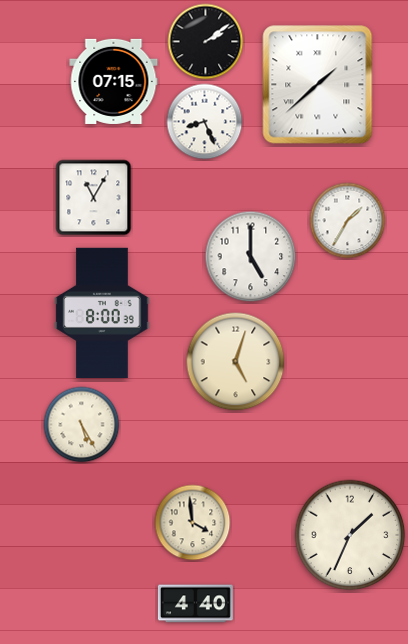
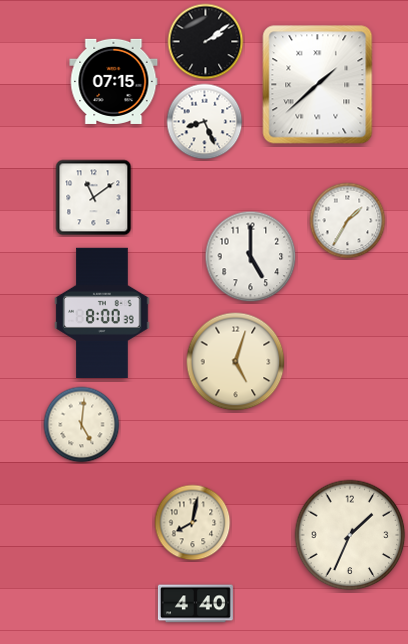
clock at (94, 198): 11:05 -> 11:09
clock at (82, 425): 5:25 -> 5:01
clock at (193, 523): 3:59 -> 8:02
